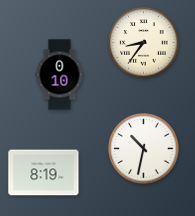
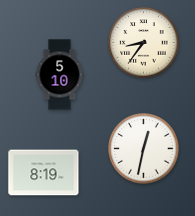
clock at (60, 75): 0:10 -> 5:10
clock at (144, 149): 10:32 -> 12:32
